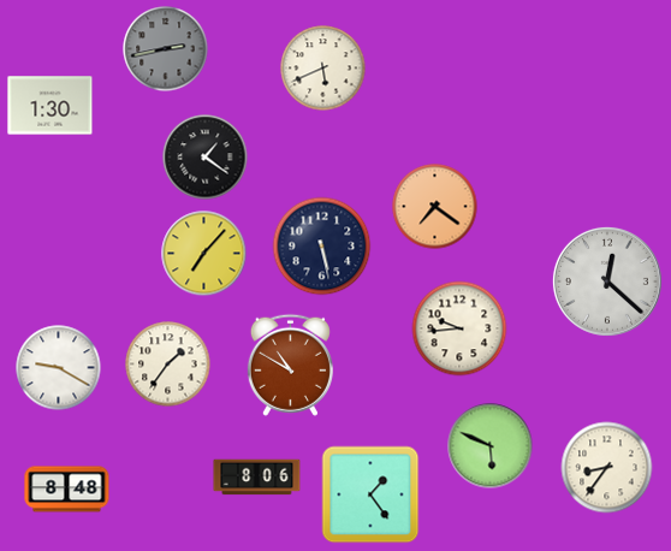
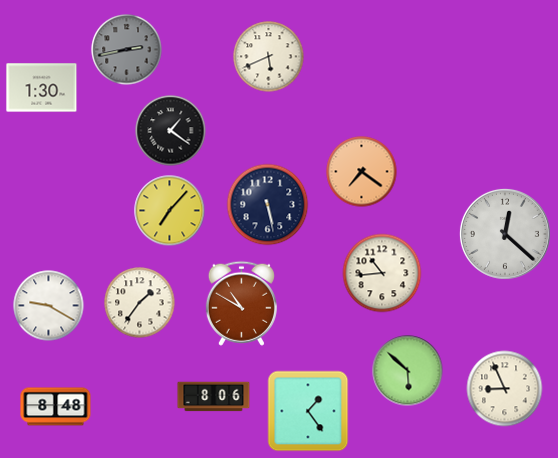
clock at (166, 49) position: (166, 49) -> (127, 50)
clock at (459, 328): 9:44 -> 10:44
clock at (491, 446): 5:49 -> 5:52
clock at (607, 468): 8:36 -> 8:56
